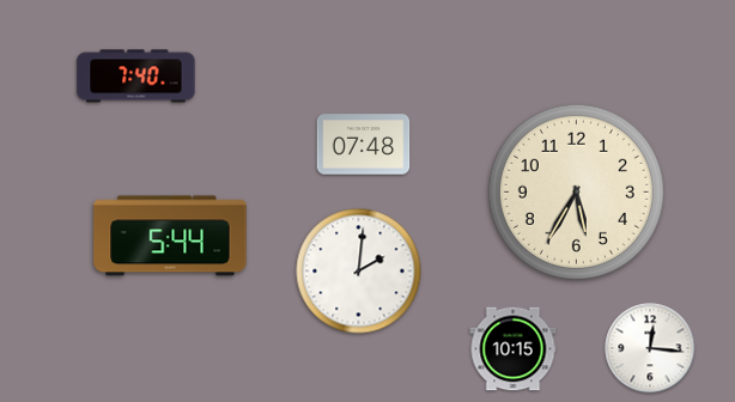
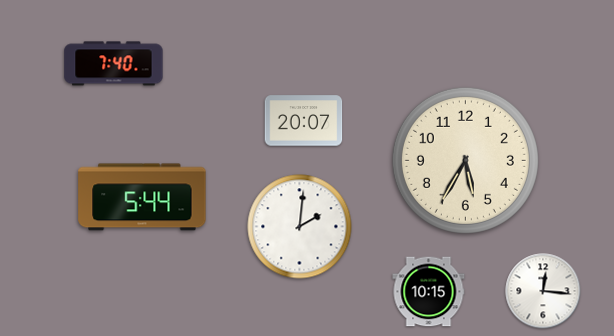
clock at (364, 145): 07:48 -> 20:07
clock at (576, 191) position: (576, 191) -> (465, 160)
